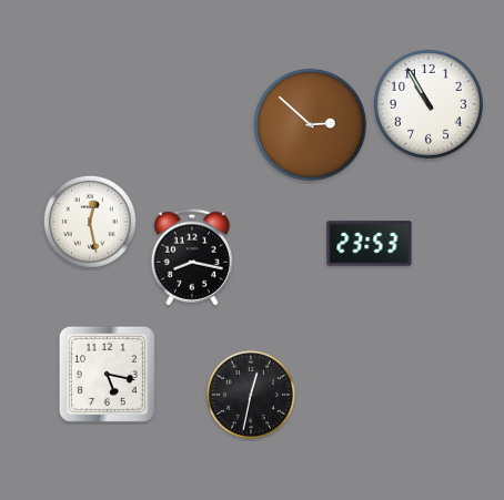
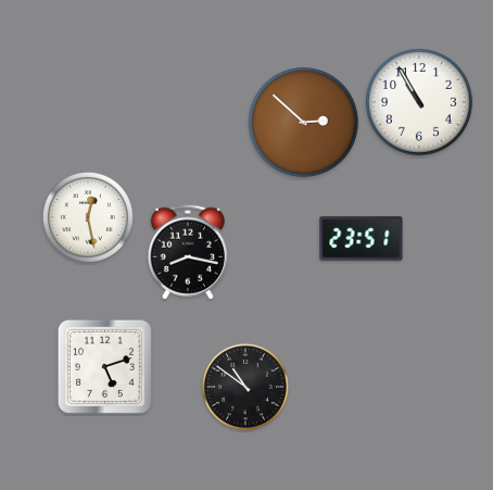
clock at (370, 244): 23:53 -> 23:51
clock at (107, 374): 5:17 -> 5:12
clock at (251, 395): 12:32 -> 10:51
